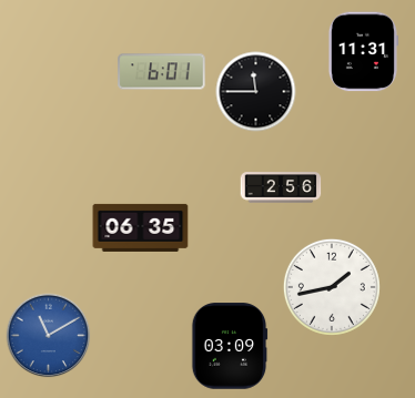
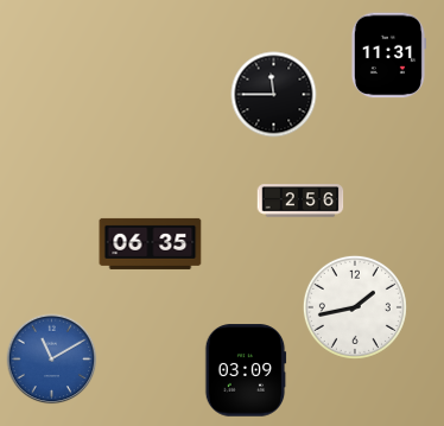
clock at (162, 72): 6:01 -> none
clock at (256, 92) position: (256, 92) -> (274, 95)
